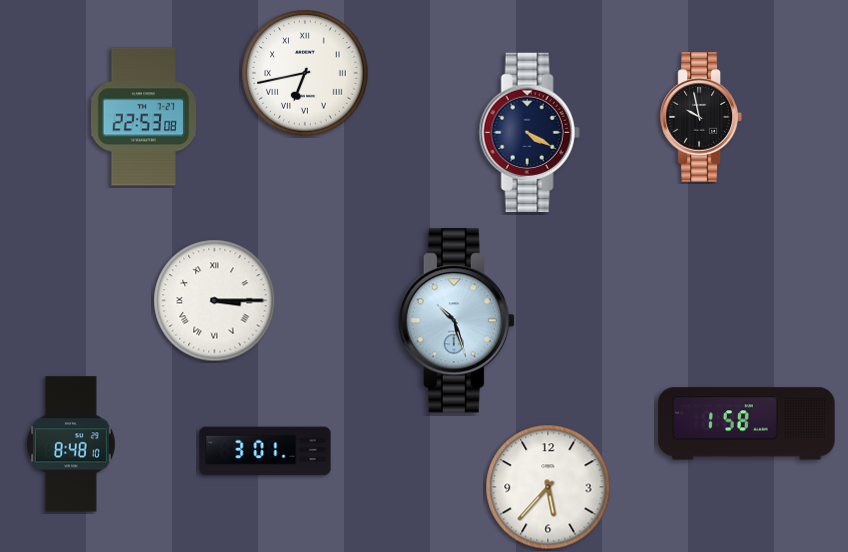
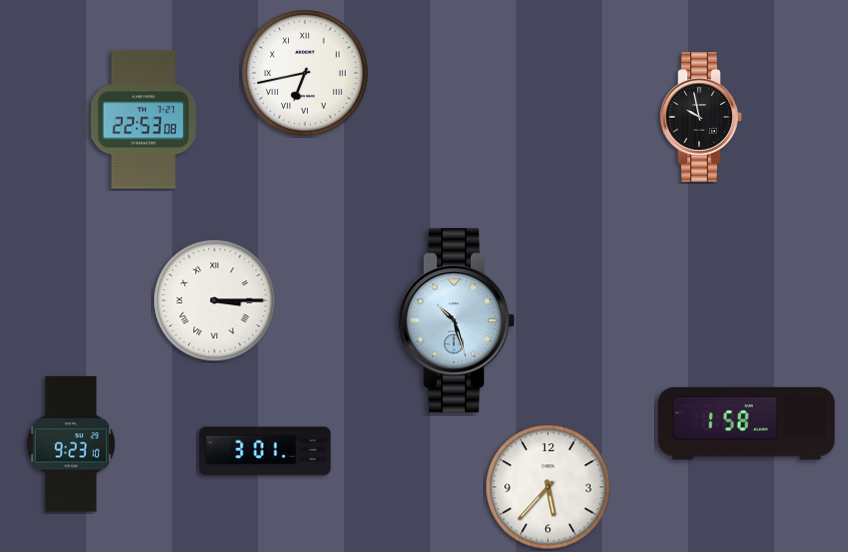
clock at (143, 117) position: (143, 117) -> (143, 120)
clock at (529, 132): 4:20 -> none
clock at (71, 444): 8:48 -> 9:23
